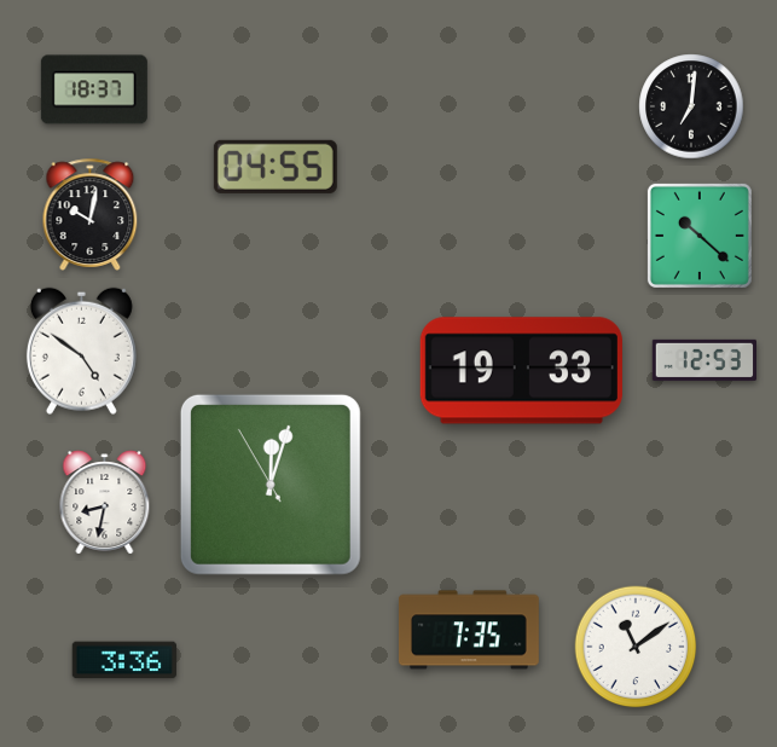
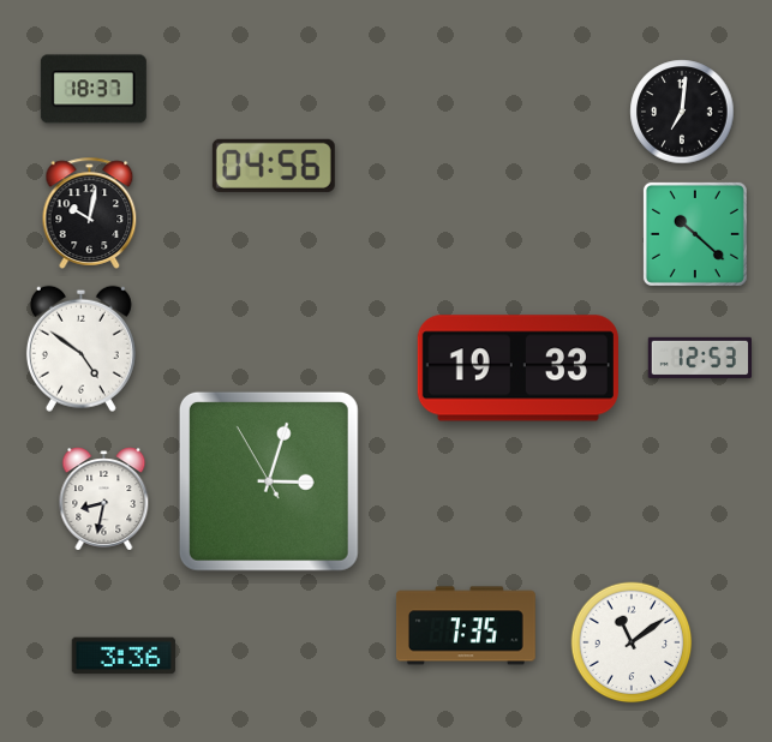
clock at (691, 106) position: (691, 106) -> (682, 112)
clock at (276, 167): 04:55 -> 04:56
clock at (271, 485): 12:02 -> 3:02
